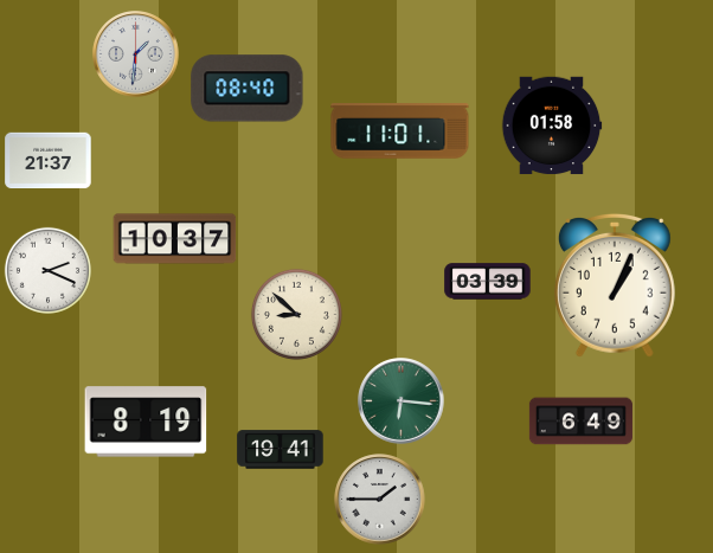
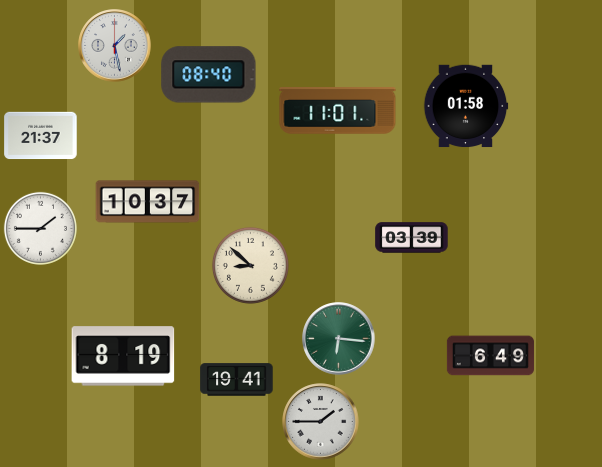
clock at (136, 54): 1:31 -> 1:28
clock at (47, 270): 2:19 -> 1:45
clock at (615, 285): 1:04 -> none
